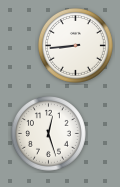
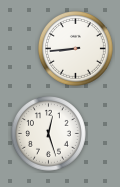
clock at (75, 45) position: (75, 45) -> (75, 48)
